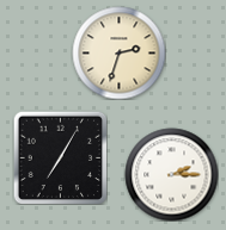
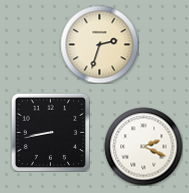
clock at (60, 157): 7:05 -> 8:43
clock at (171, 174): 2:15 -> 2:19
